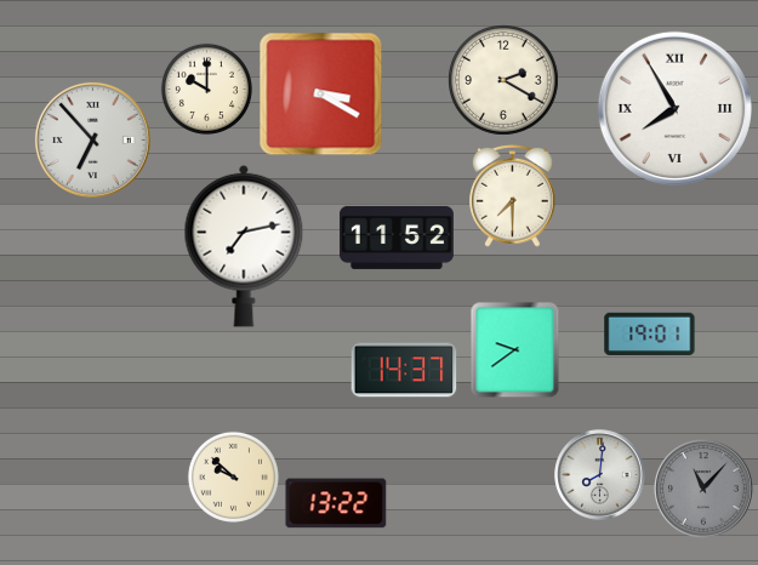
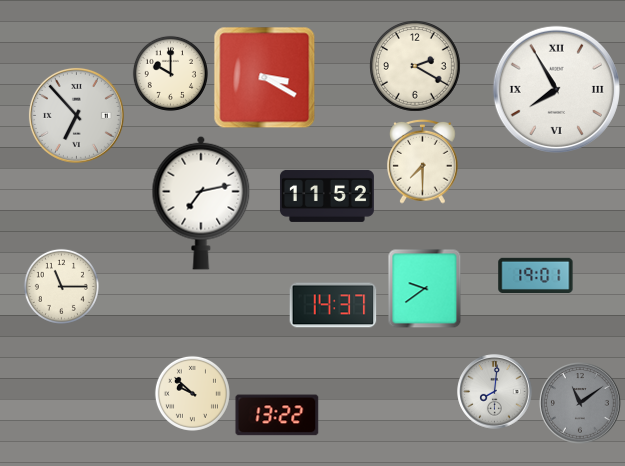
clock at (61, 286): none -> 11:15
clock at (703, 489): 11:07 -> 11:09
